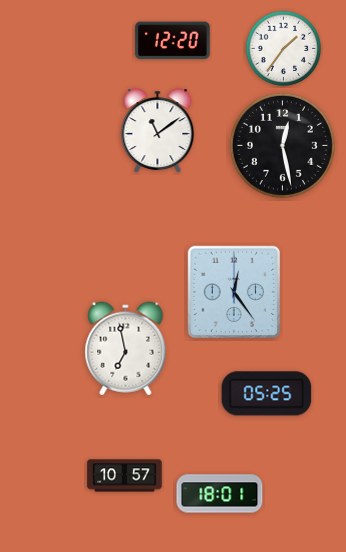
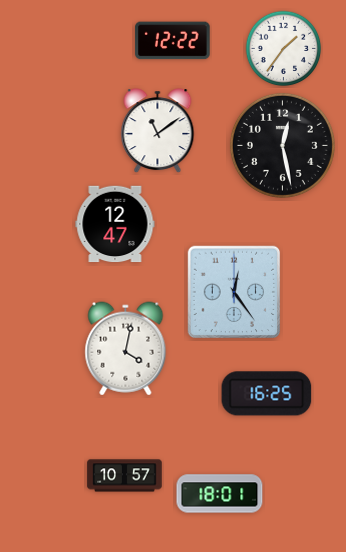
clock at (173, 41): 12:20 -> 12:22
clock at (115, 224): none -> 12:47
clock at (126, 349): 6:58 -> 4:02
clock at (267, 394): 05:25 -> 16:25
